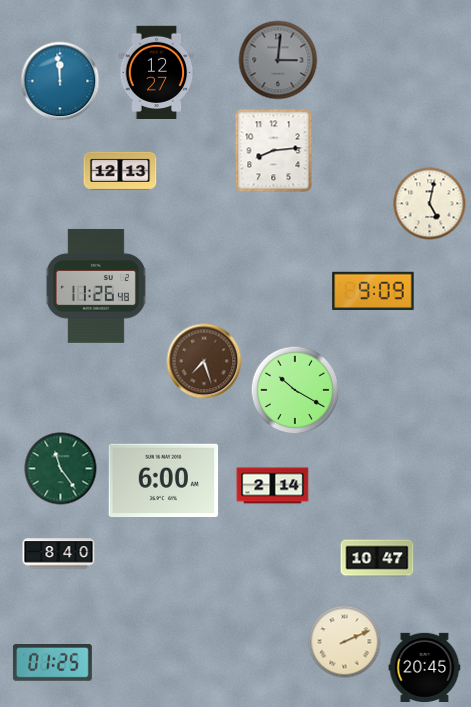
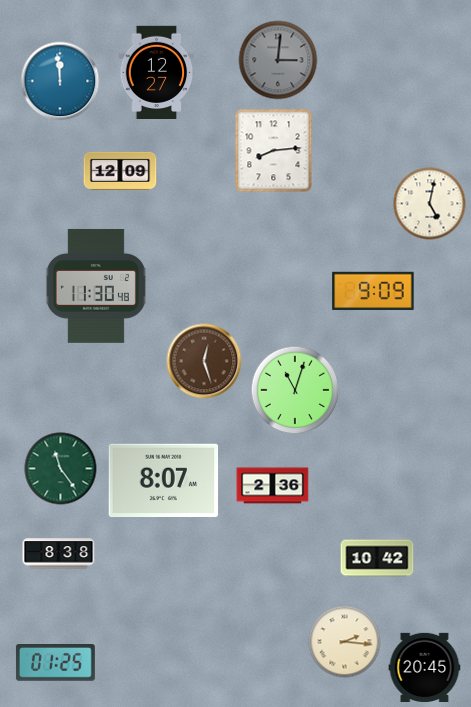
clock at (120, 171): 12:13 -> 12:09
clock at (96, 286): 11:26 -> 11:30
clock at (204, 361): 7:27 -> 12:27
clock at (295, 390): 10:20 -> 11:03
clock at (164, 480): 6:00 -> 8:07
clock at (273, 486): 2:14 -> 2:36
clock at (59, 554): 8:40 -> 8:38
clock at (377, 558): 10:47 -> 10:42
clock at (345, 642): 2:11 -> 2:16
clock at (52, 663) position: (52, 663) -> (55, 663)
